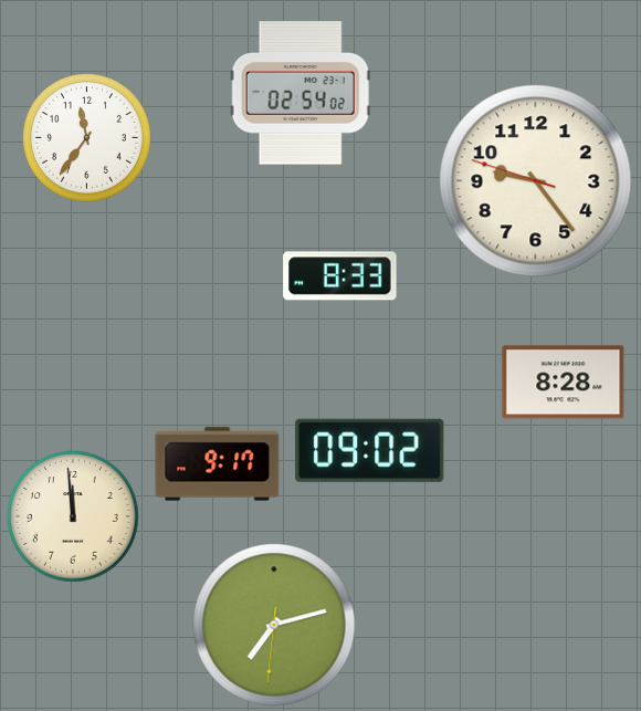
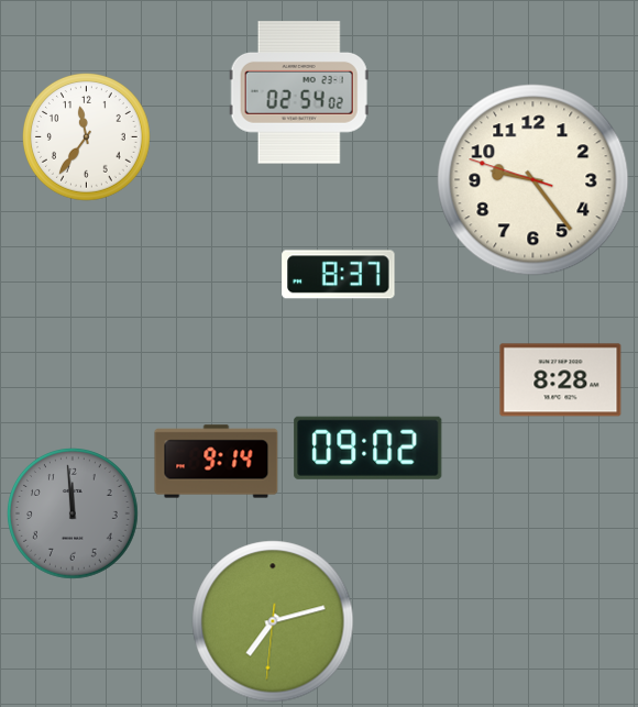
clock at (340, 276): 8:33 -> 8:37
clock at (218, 464): 9:17 -> 9:14
clock at (74, 517) dial: cream -> grey
